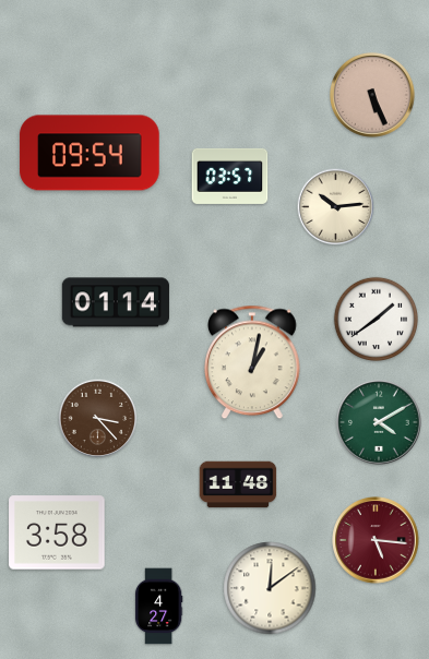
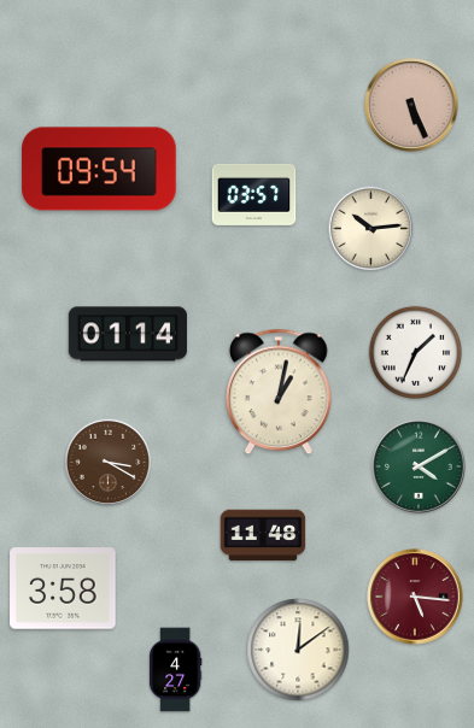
clock at (376, 319): 1:39 -> 1:34
clock at (253, 362) position: (253, 362) -> (280, 392)
clock at (98, 419): 3:23 -> 3:20
